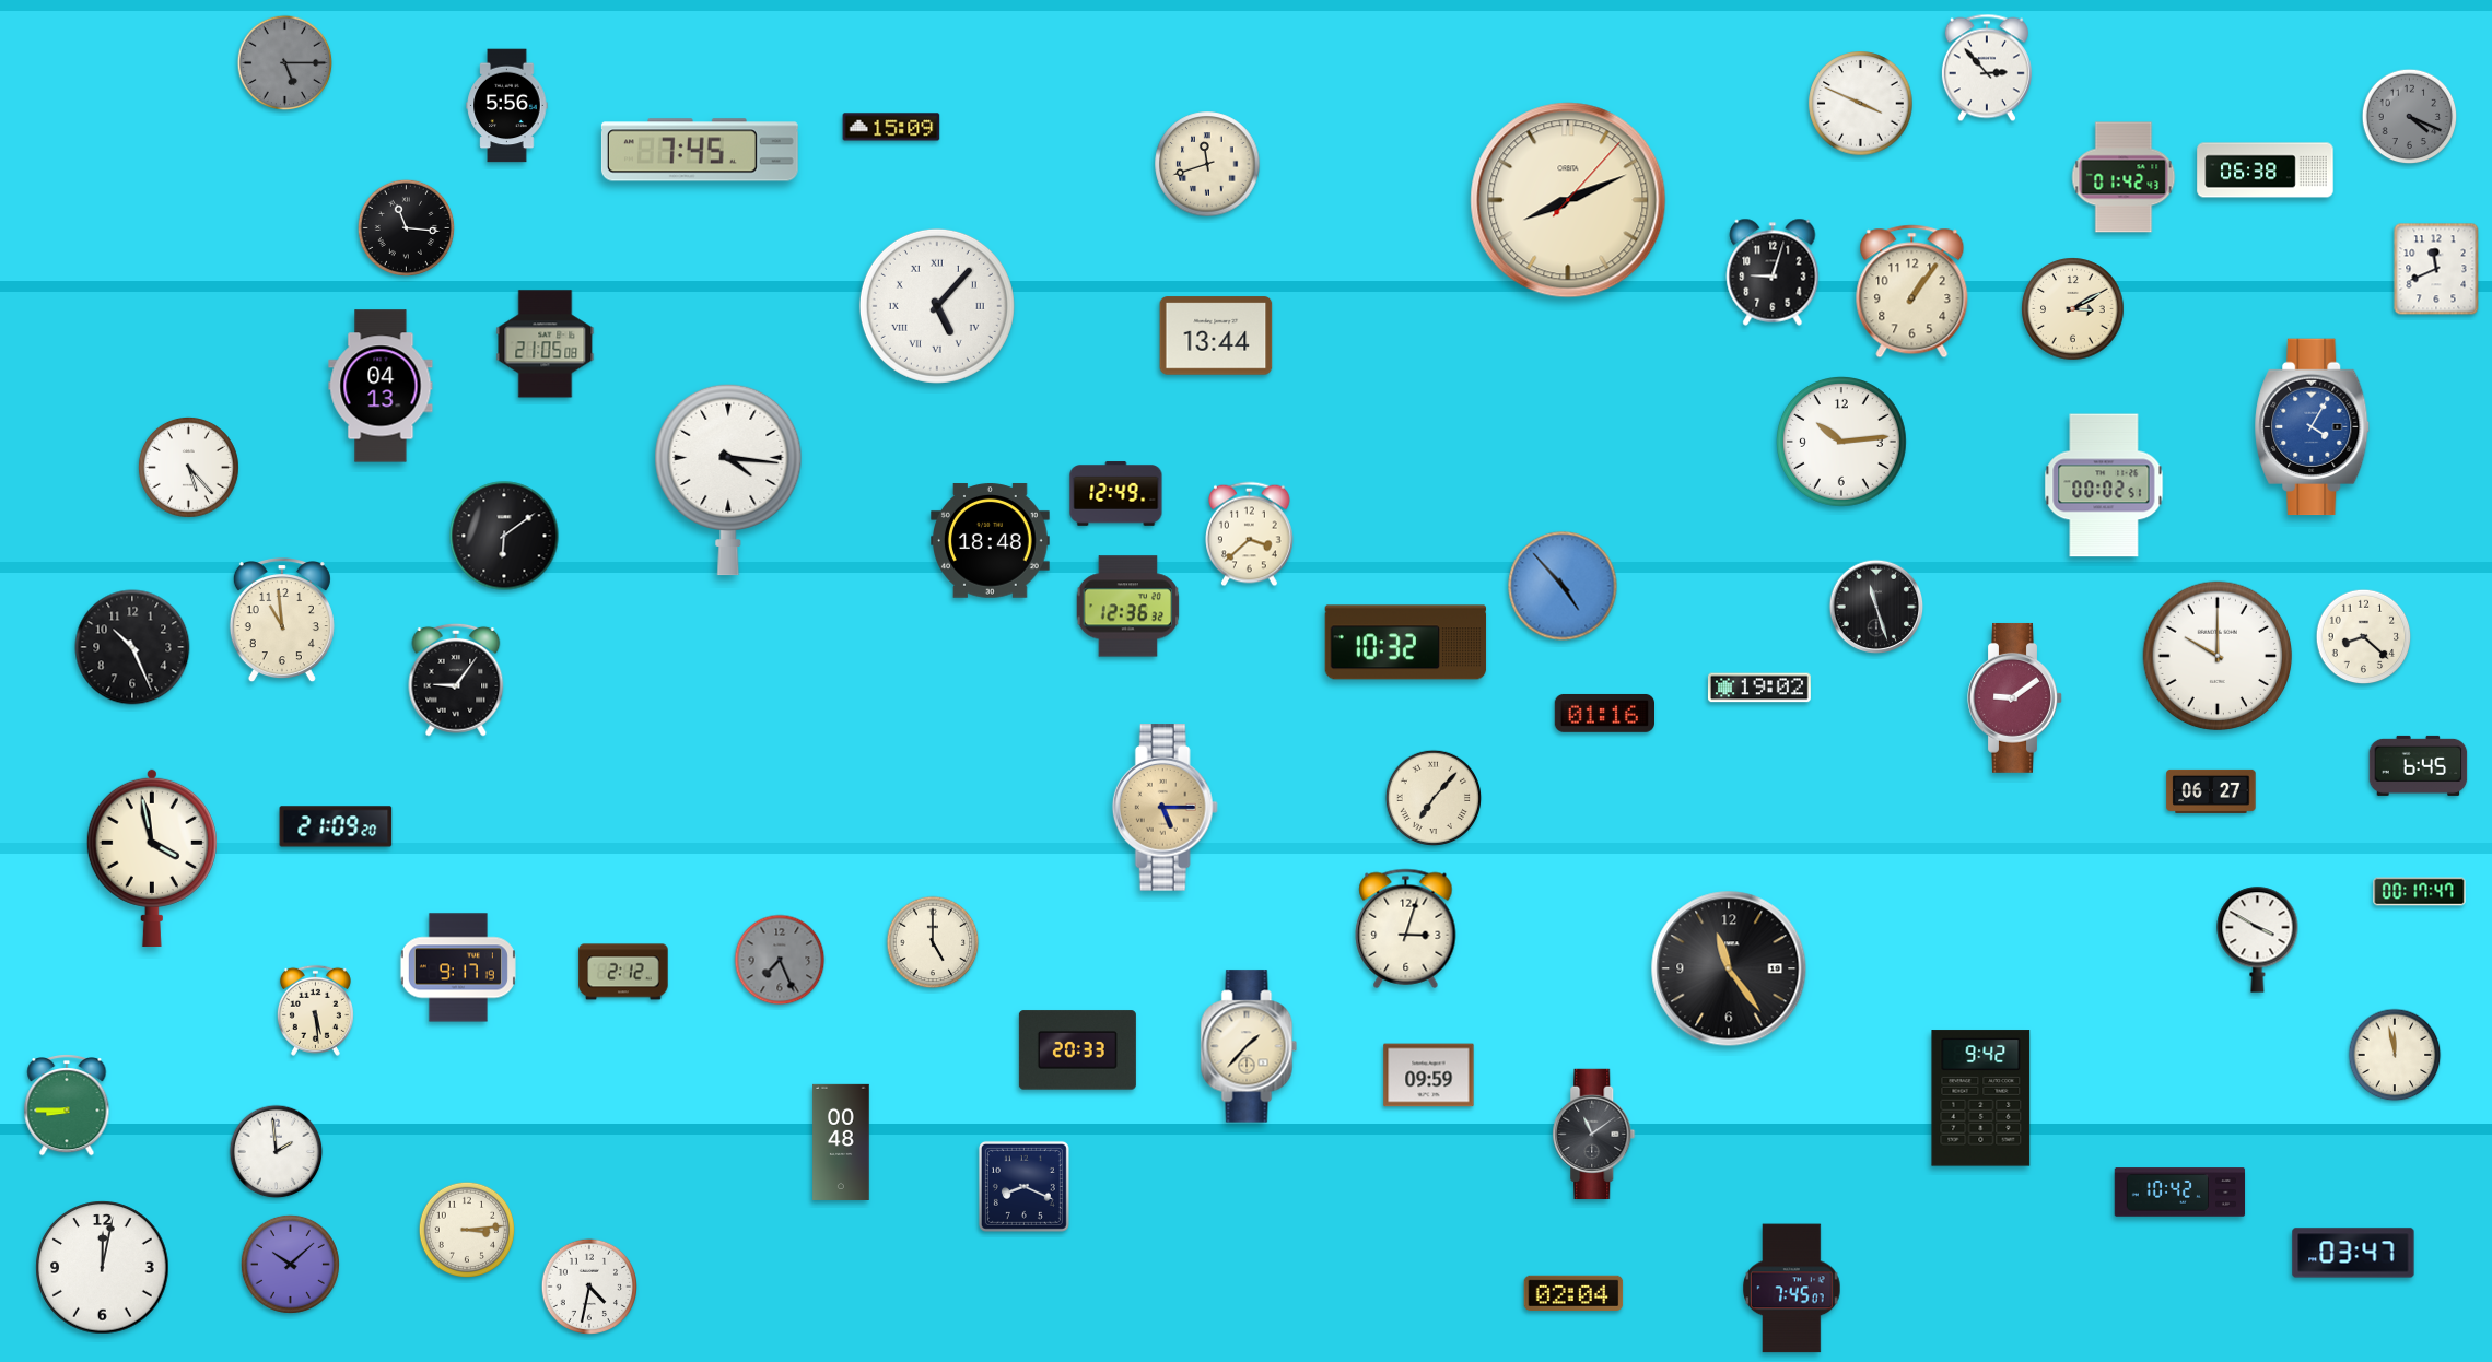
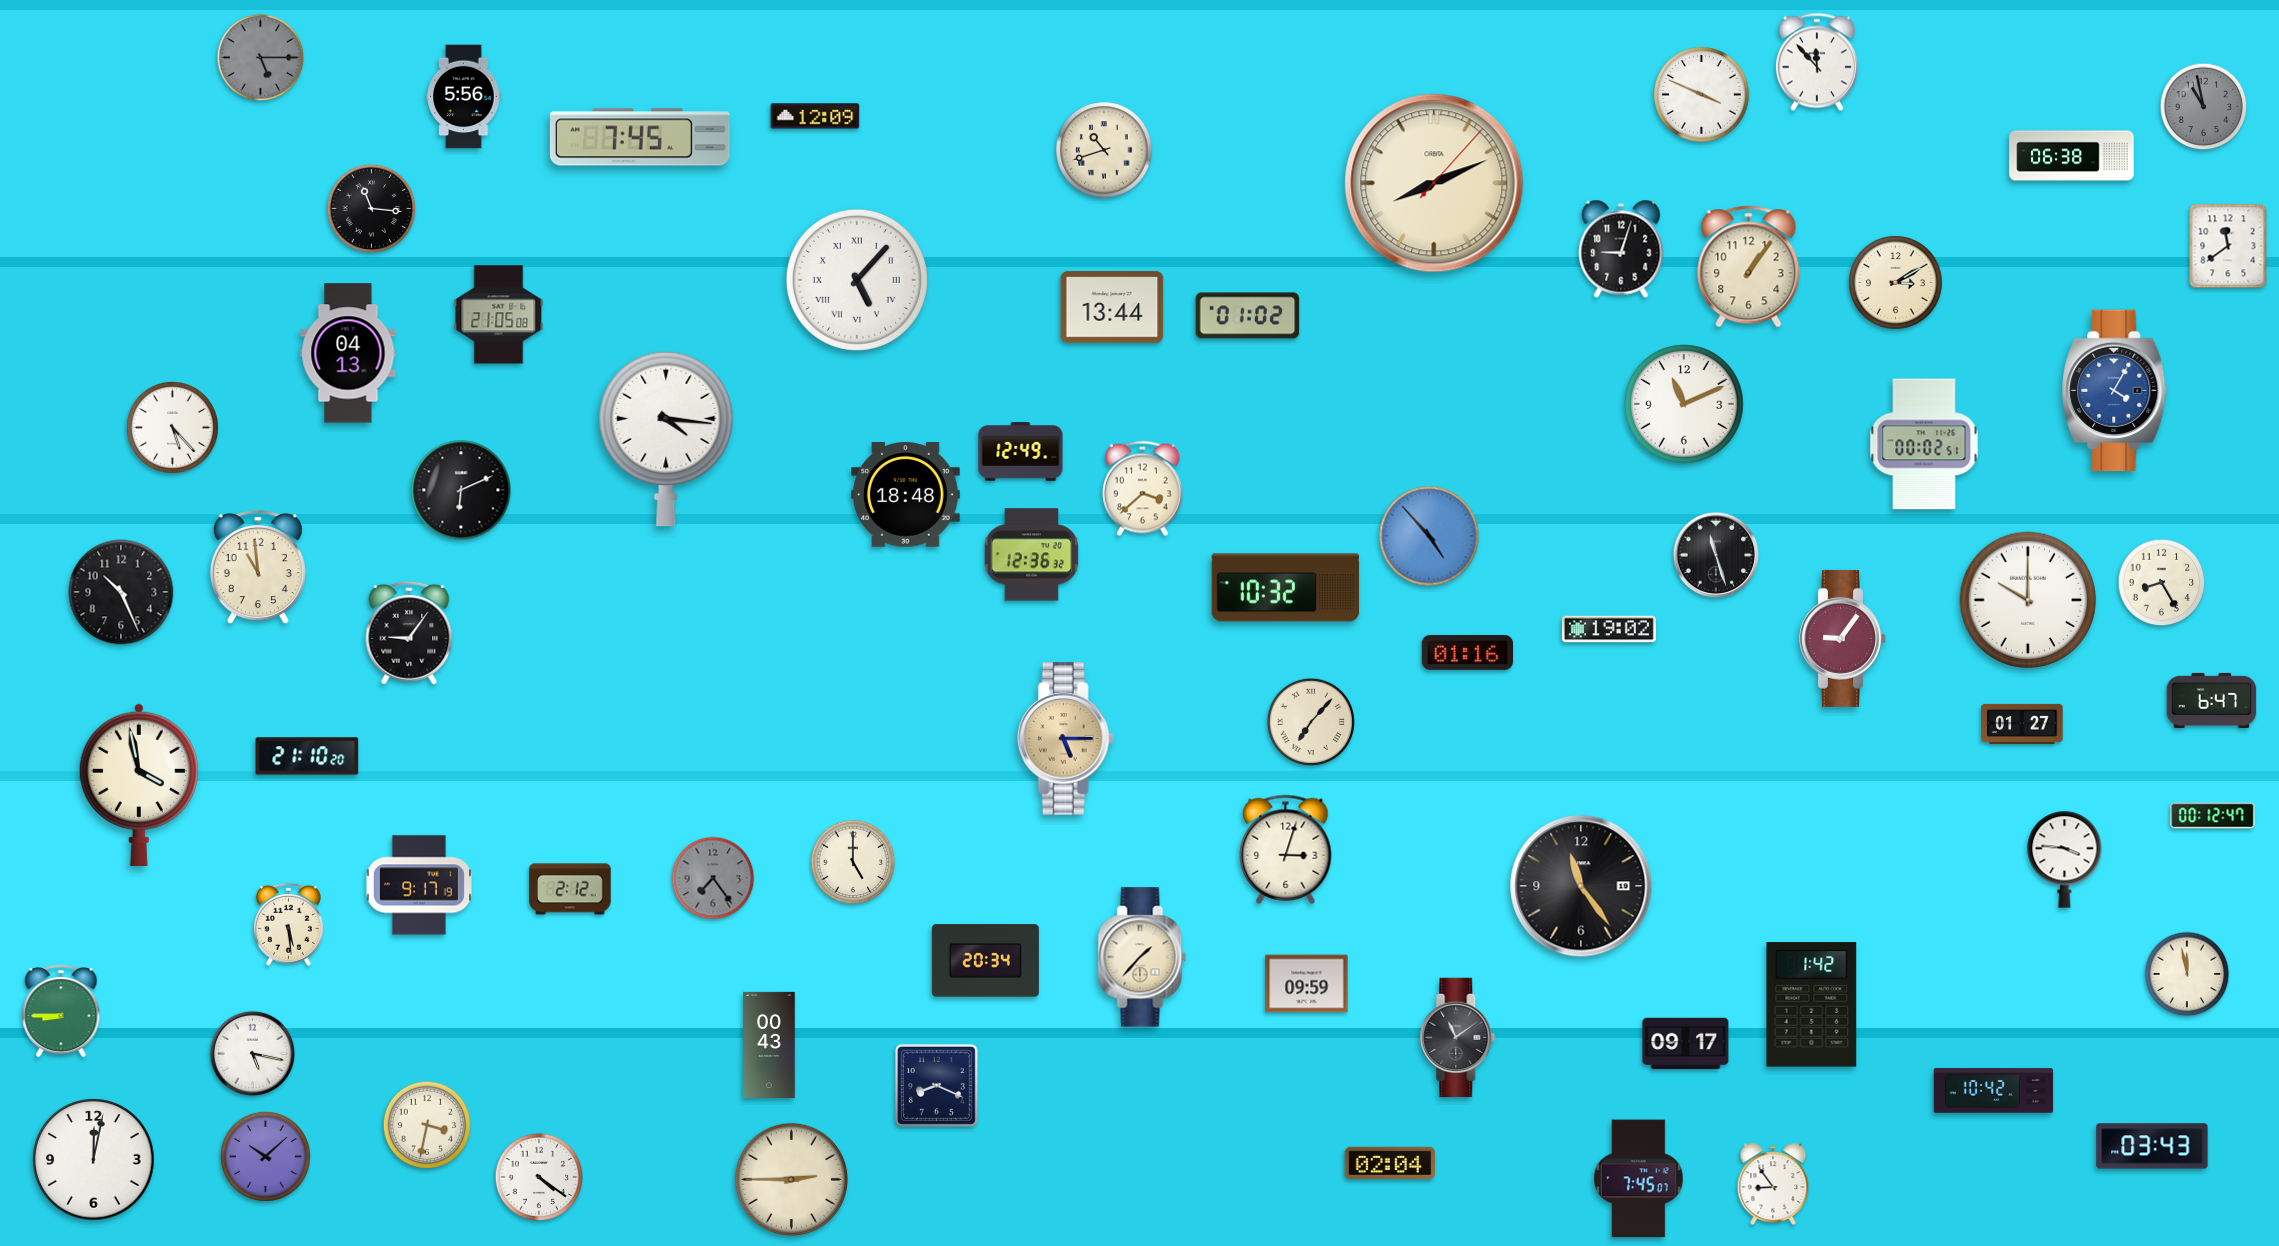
clock at (1987, 68): 2:53 -> 11:53
clock at (2410, 117): 4:19 -> 10:58
clock at (891, 127): 15:09 -> 12:09
clock at (1207, 164): 11:42 -> 10:42
clock at (2124, 177): 01:42 -> none
clock at (2436, 269): 11:41 -> 11:39
clock at (1248, 316): none -> 01:02
clock at (1842, 443): 10:14 -> 11:11
clock at (504, 536): 6:09 -> 6:11
clock at (2364, 637): 8:22 -> 8:25
clock at (456, 680) position: (456, 680) -> (409, 633)
clock at (2015, 697): 9:09 -> 9:06
clock at (2419, 765): 6:45 -> 6:47
clock at (2211, 791): 06:27 -> 01:27
clock at (1434, 798) position: (1434, 798) -> (1311, 722)
clock at (336, 826): 21:09 -> 21:10
clock at (2420, 892): 00:17 -> 00:12
clock at (2258, 939): 3:50 -> 3:46
clock at (780, 960): 7:26 -> 7:24
clock at (1077, 1050): 20:33 -> 20:34
clock at (2395, 1055) position: (2395, 1055) -> (2187, 974)
clock at (1981, 1099): 9:42 -> 1:42
clock at (1686, 1044): none -> 09:17
clock at (841, 1142): 00:48 -> 00:43
clock at (277, 1152): 1:59 -> 5:17
clock at (467, 1230): 3:14 -> 3:32
clock at (2353, 1253): 03:47 -> 03:43
clock at (589, 1287): 4:32 -> 4:21
clock at (791, 1179): none -> 2:45
clock at (1573, 1292) position: (1573, 1292) -> (1390, 1162)
clock at (1773, 1184): none -> 8:54
